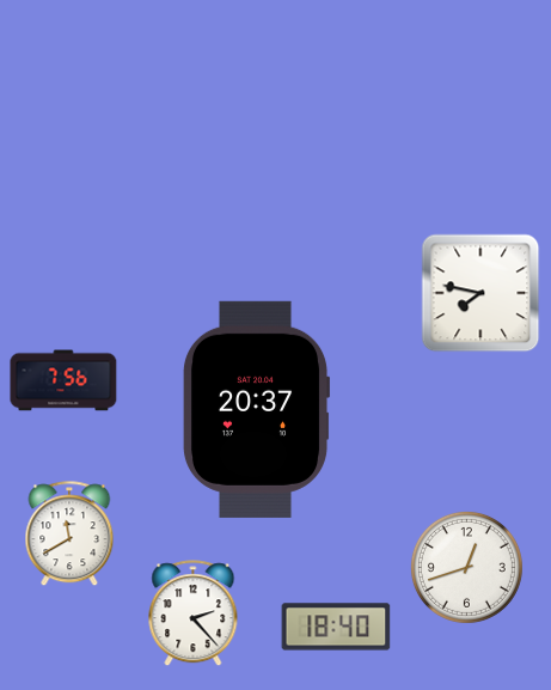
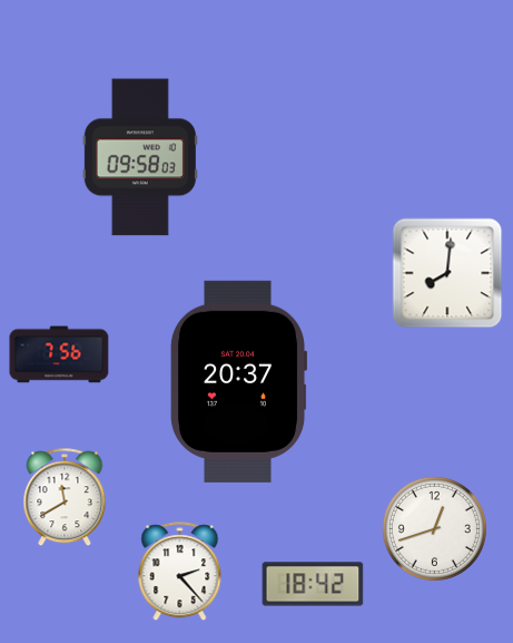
clock at (140, 157): none -> 09:58
clock at (480, 293): 7:47 -> 8:01
clock at (336, 627): 18:40 -> 18:42
